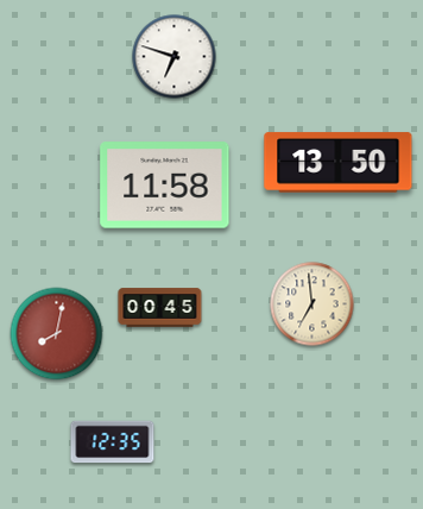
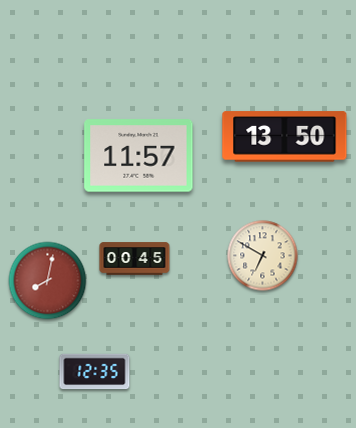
clock at (175, 57): 6:48 -> none
clock at (165, 186): 11:58 -> 11:57
clock at (312, 304): 6:59 -> 6:50
